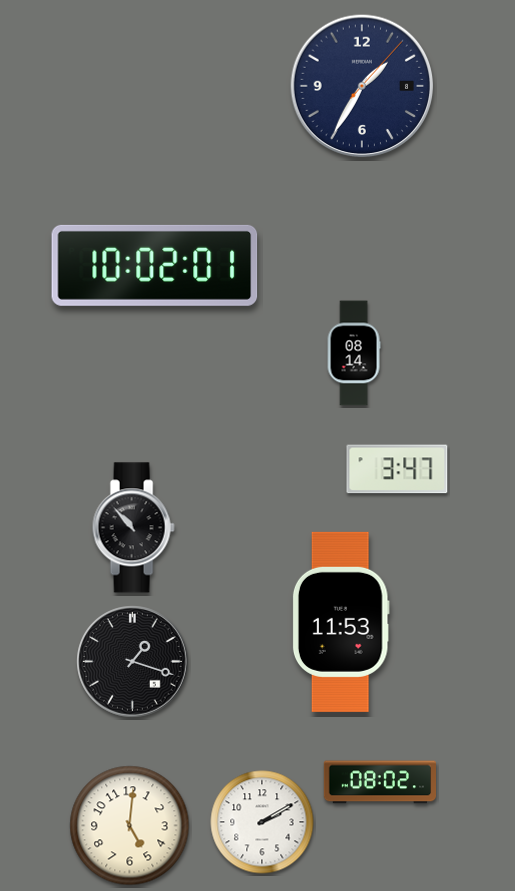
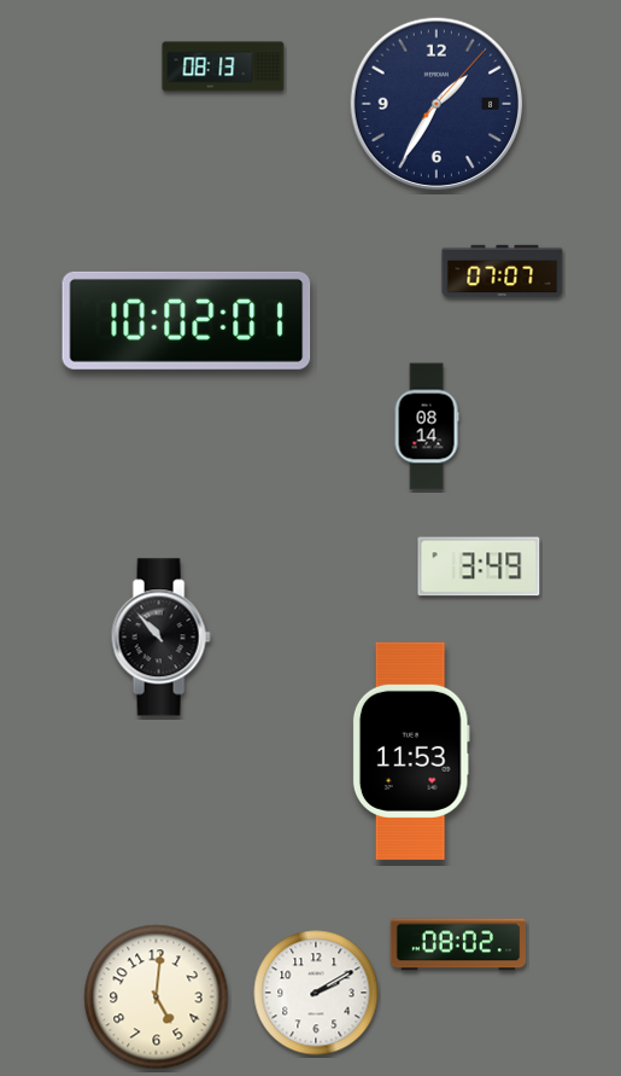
clock at (223, 66): none -> 08:13
clock at (503, 272): none -> 07:07
clock at (397, 469): 3:47 -> 3:49
clock at (133, 662): 1:18 -> none
